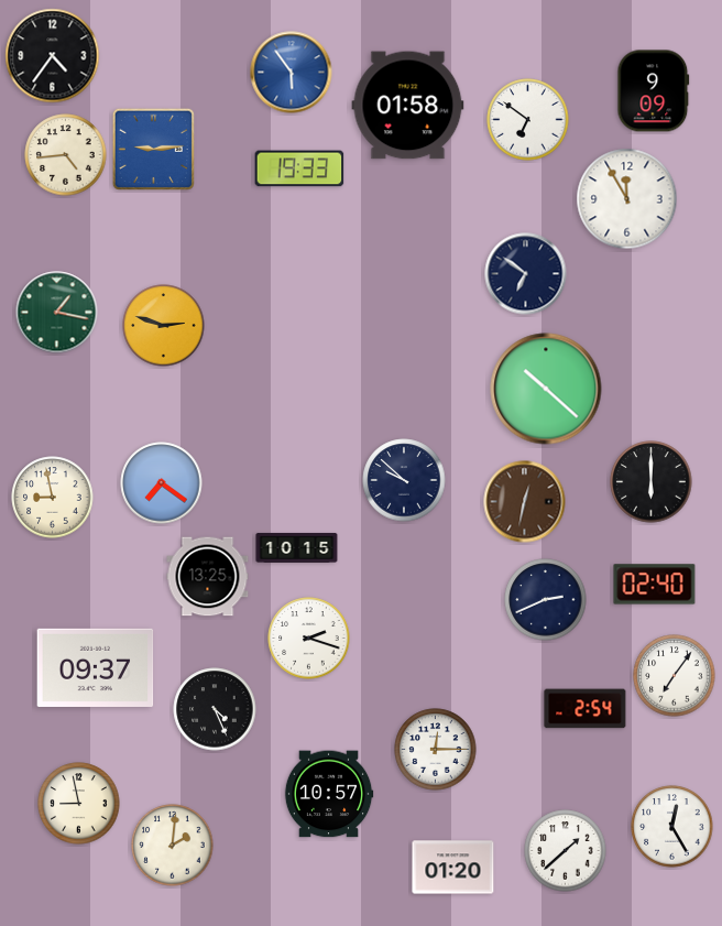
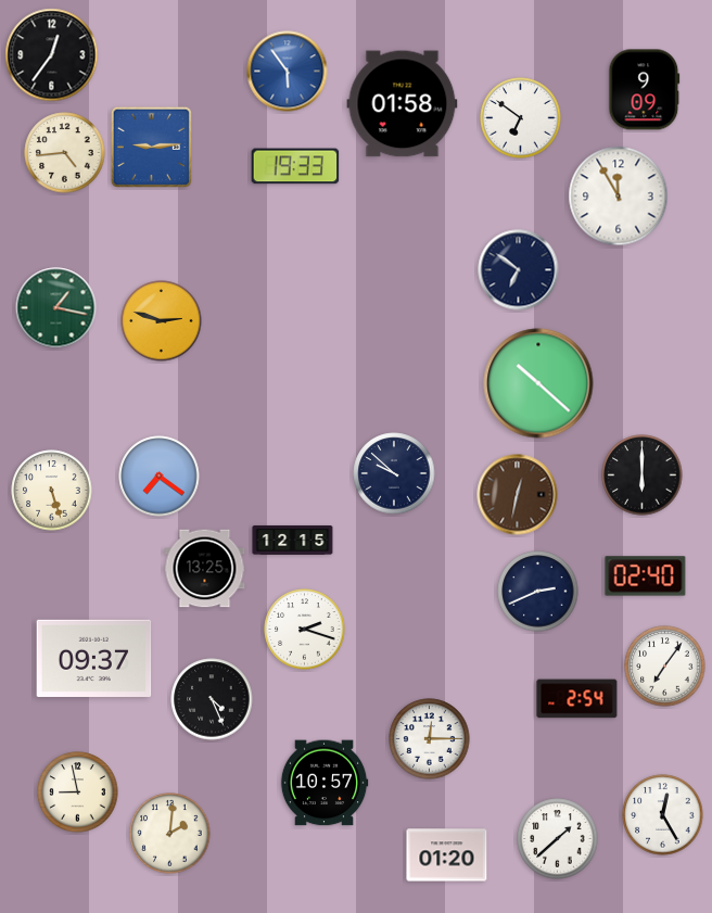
clock at (53, 56): 4:36 -> 12:36
clock at (404, 480) position: (404, 480) -> (394, 473)
clock at (53, 498): 8:58 -> 5:27
clock at (297, 547): 10:15 -> 12:15
